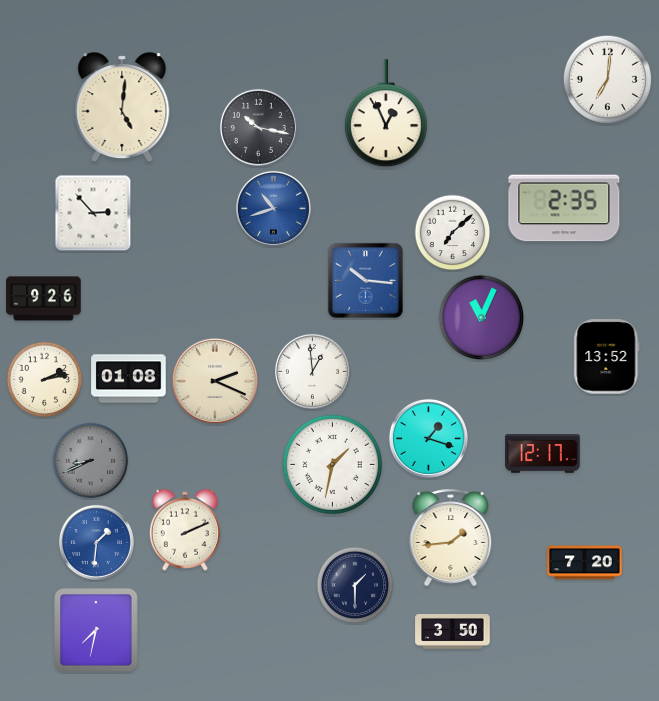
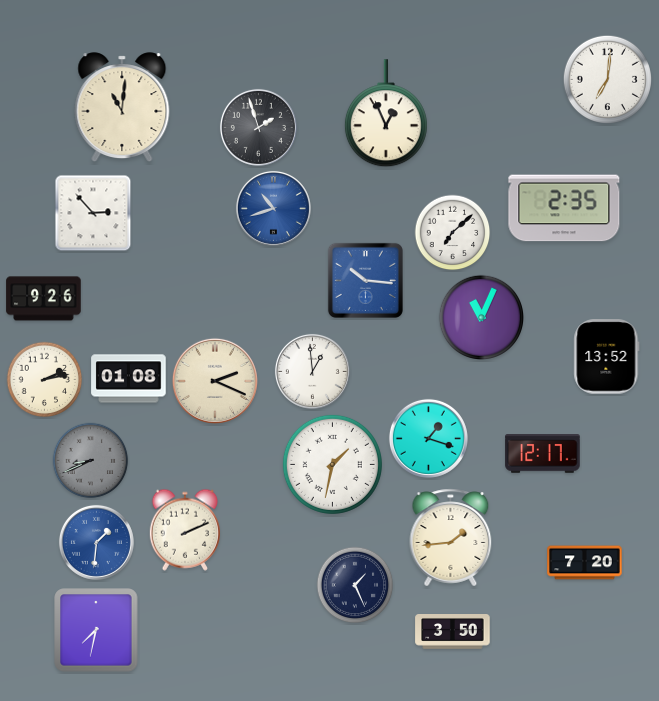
clock at (122, 107): 5:01 -> 11:01
clock at (258, 127): 10:17 -> 1:57
clock at (355, 585): 1:30 -> 1:26
